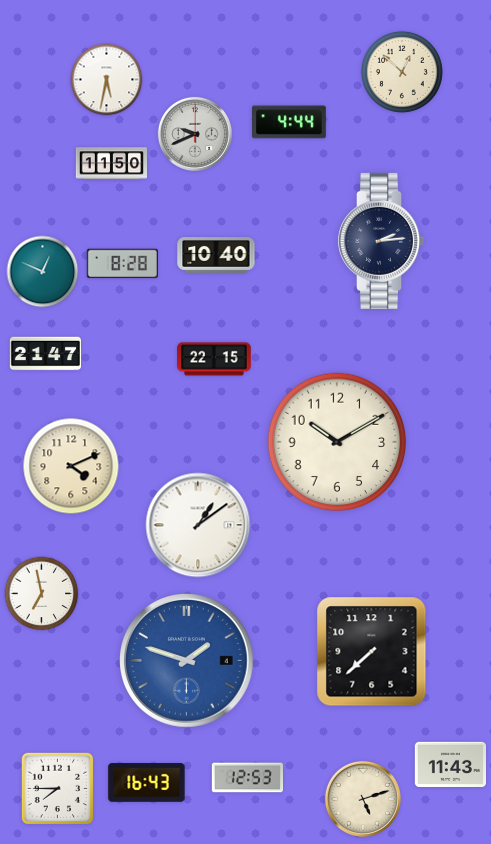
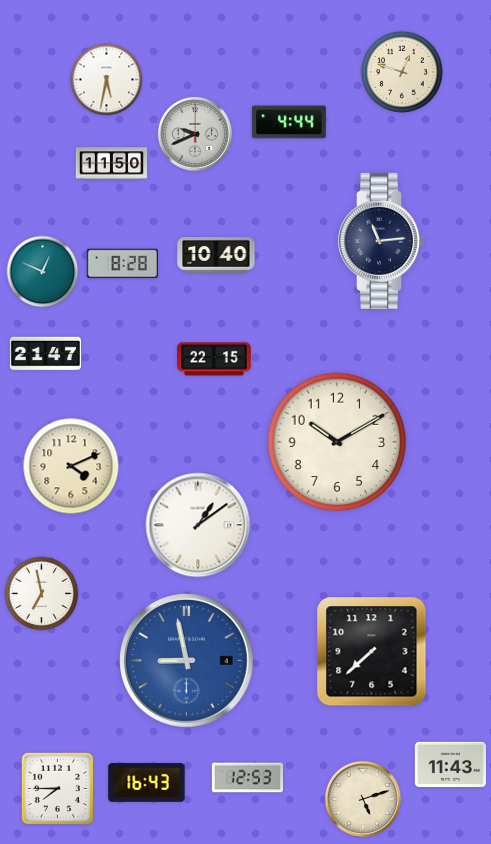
clock at (402, 72): 12:52 -> 12:48
clock at (381, 241): 2:14 -> 11:14
clock at (187, 661): 1:48 -> 8:58
